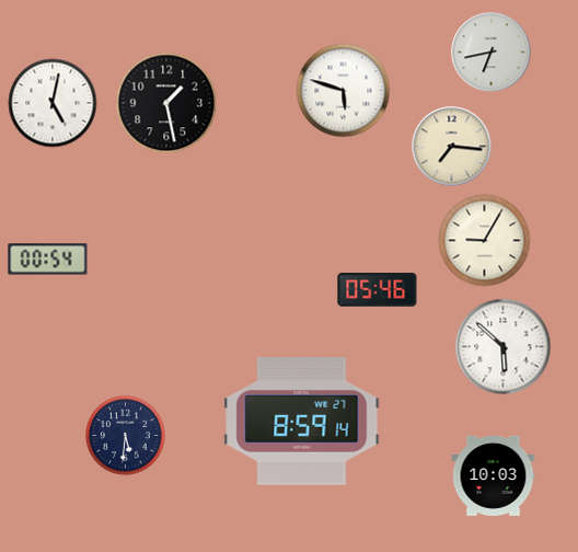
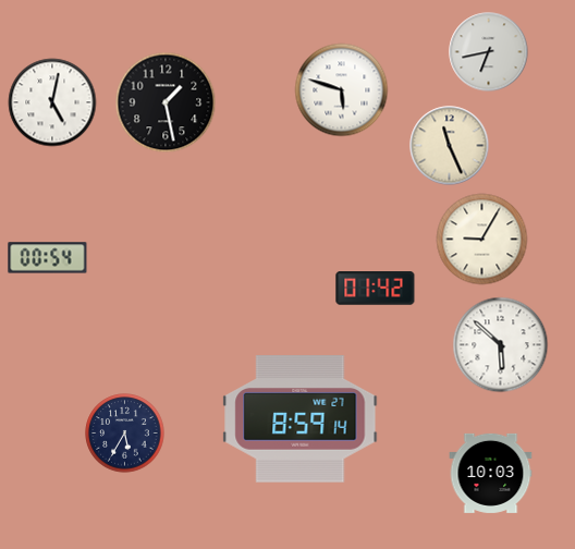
clock at (452, 147): 7:16 -> 11:26
clock at (378, 290): 05:46 -> 01:42
clock at (126, 436): 5:31 -> 5:35
